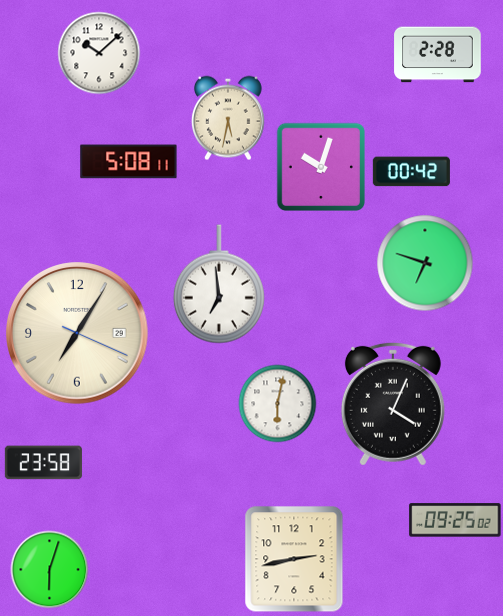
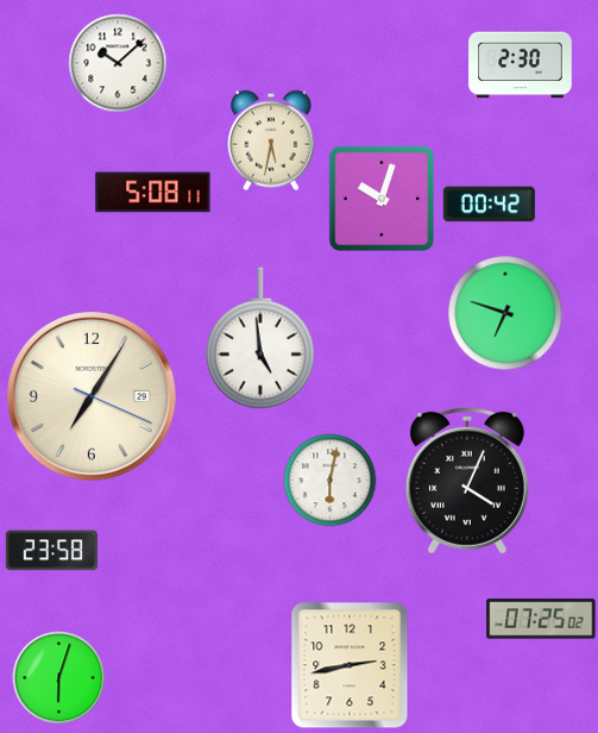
clock at (438, 55): 2:28 -> 2:30
clock at (219, 284): 6:59 -> 4:59
clock at (455, 520): 09:25 -> 07:25
